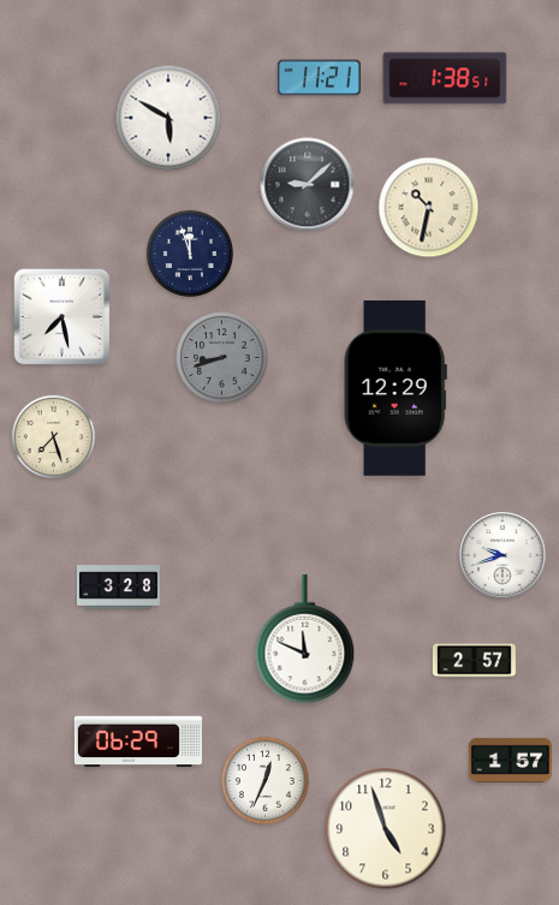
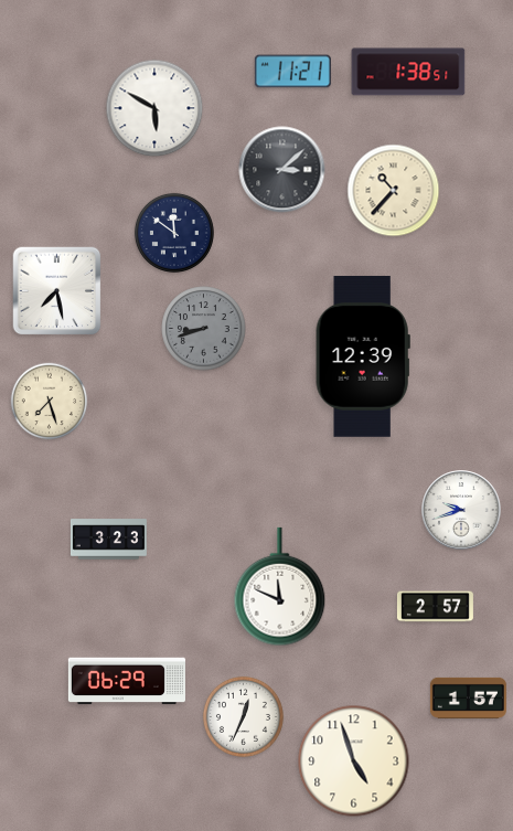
clock at (308, 185): 9:08 -> 3:08
clock at (429, 208): 10:32 -> 10:37
clock at (190, 254): 11:57 -> 11:51
clock at (396, 388): 12:29 -> 12:39
clock at (118, 588): 3:28 -> 3:23
